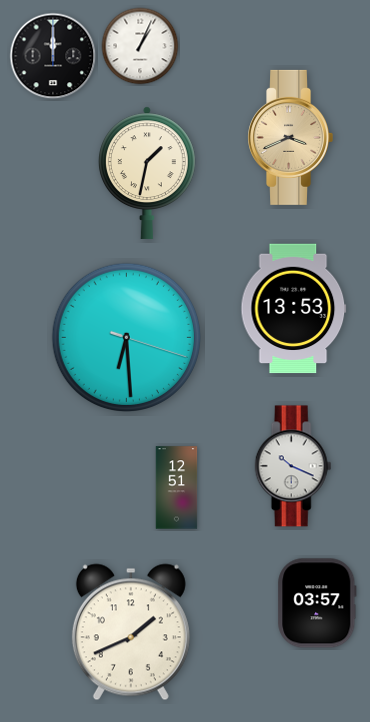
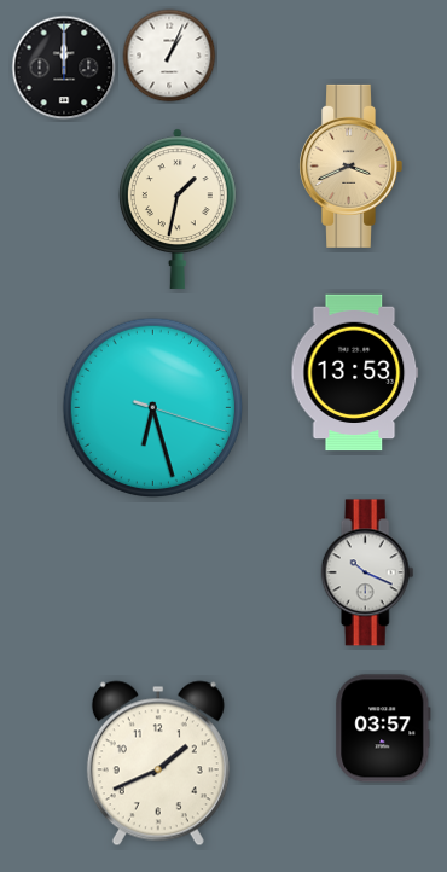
clock at (126, 337): 6:29 -> 6:27
clock at (293, 466) position: (293, 466) -> (367, 572)
clock at (177, 488): 12:51 -> none
